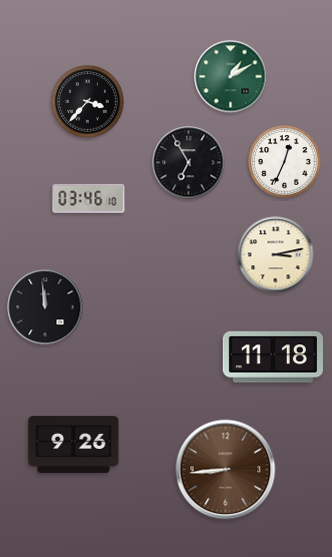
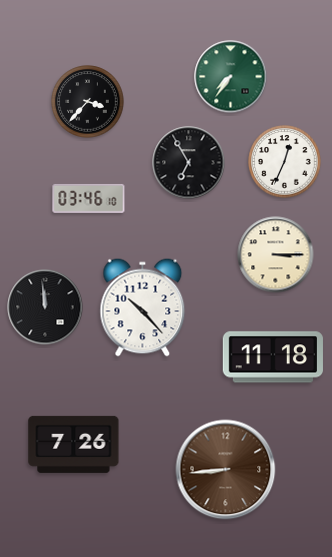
clock at (231, 77): 1:10 -> 7:36
clock at (276, 255): 3:13 -> 3:15
clock at (143, 308): none -> 10:23
clock at (74, 444): 9:26 -> 7:26
